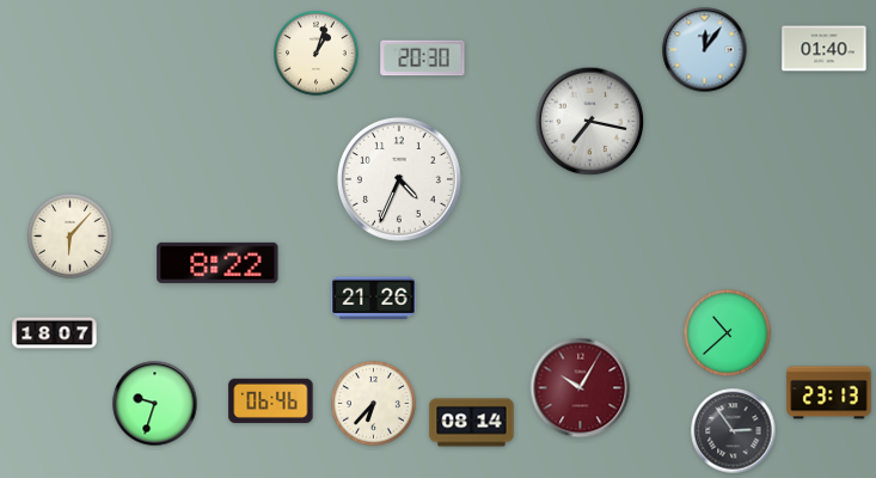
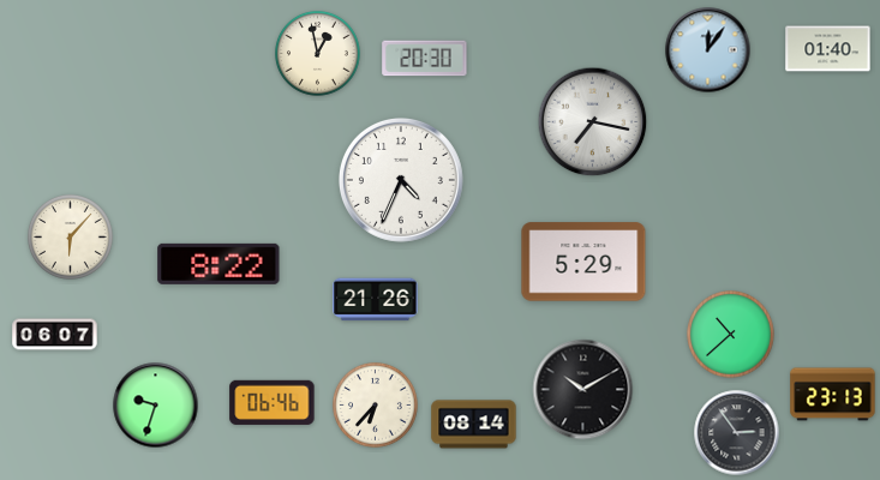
clock at (317, 54): 1:03 -> 12:58
clock at (583, 262): none -> 5:29
clock at (55, 333): 18:07 -> 06:07
clock at (581, 388): 10:05 -> 10:10
clock at (581, 388) dial: burgundy -> black
